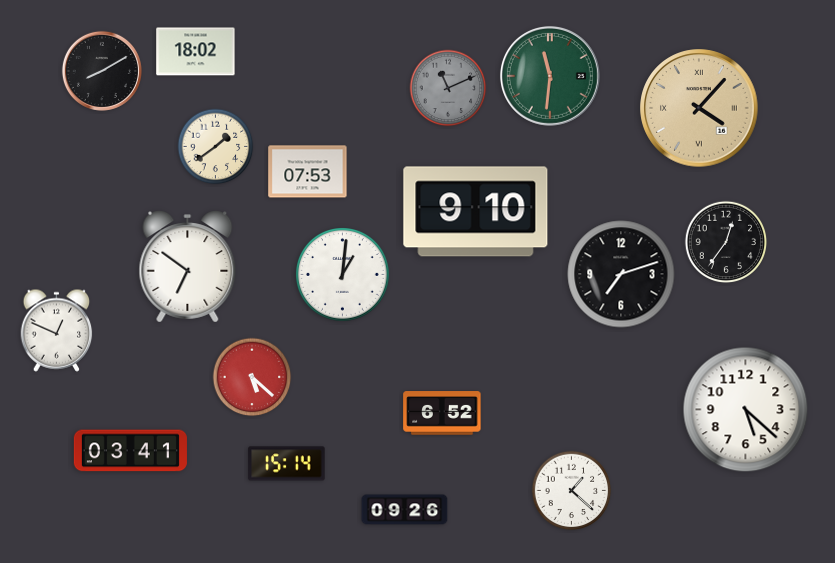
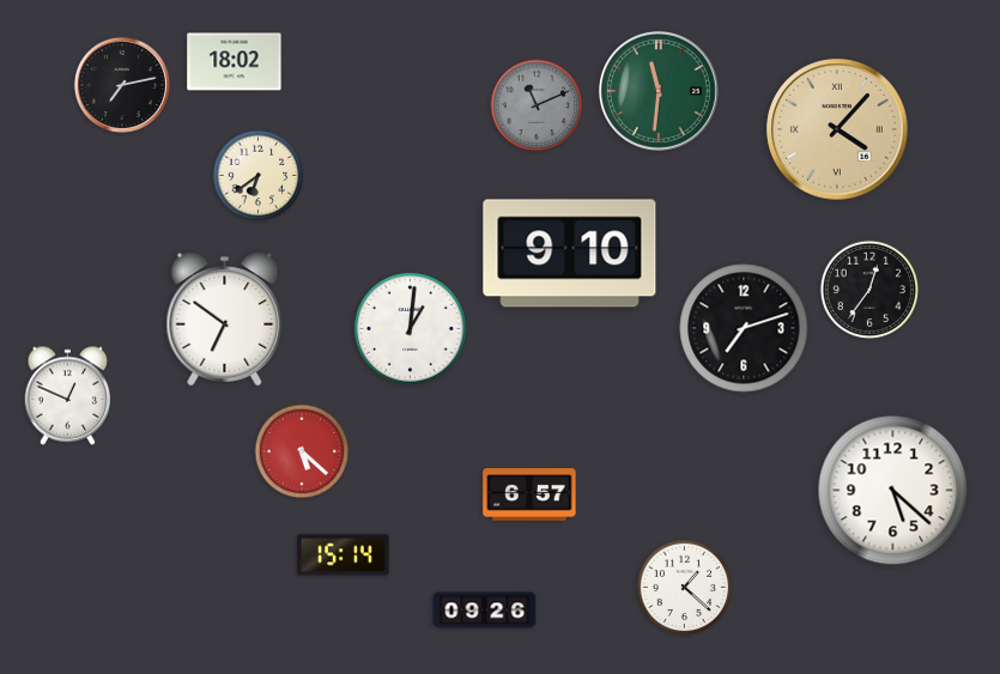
clock at (102, 71): 8:10 -> 7:13
clock at (216, 147): 1:39 -> 6:39
clock at (308, 172): 07:53 -> none
clock at (442, 413): 6:52 -> 6:57
clock at (130, 451): 03:41 -> none
